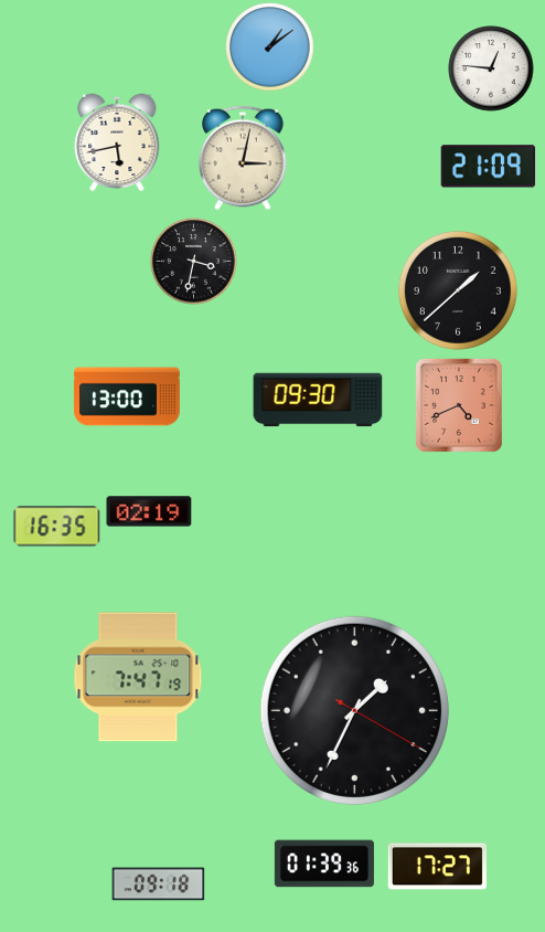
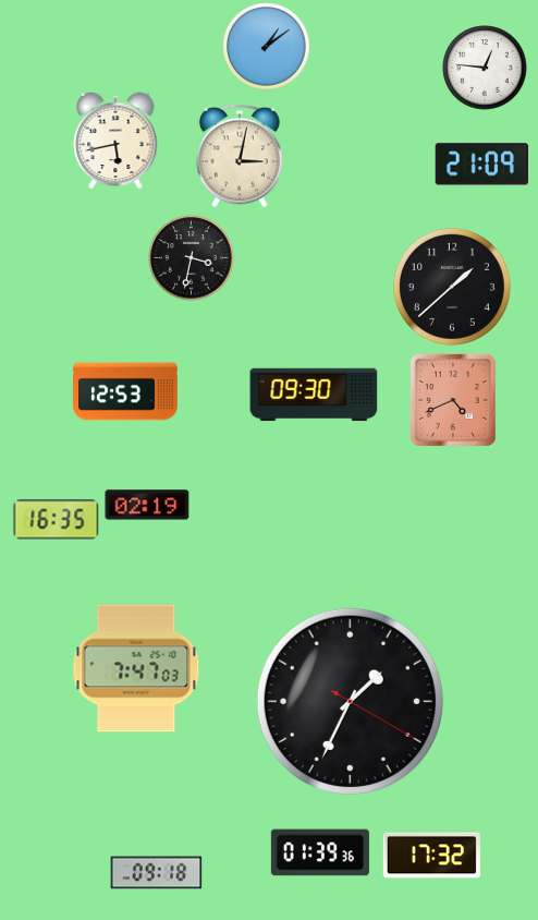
clock at (127, 396): 13:00 -> 12:53
clock at (138, 677): 7:47:19 -> 7:47:03
clock at (437, 867): 17:27 -> 17:32
